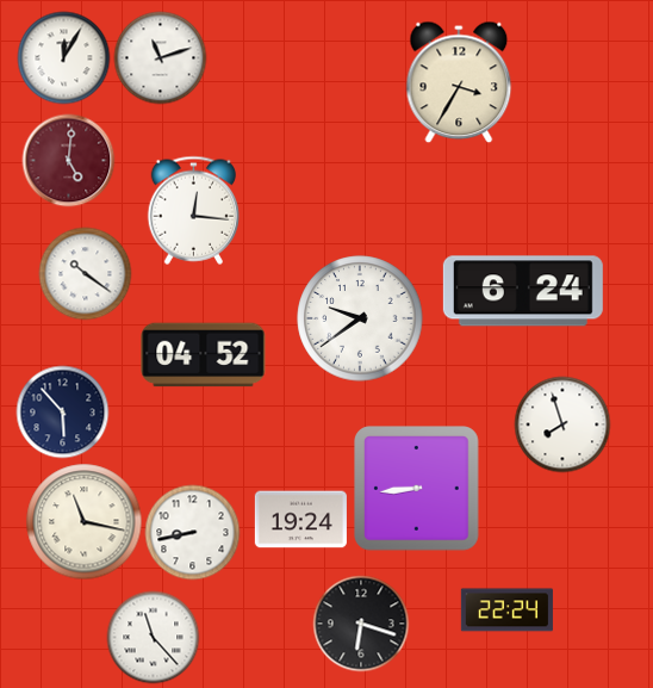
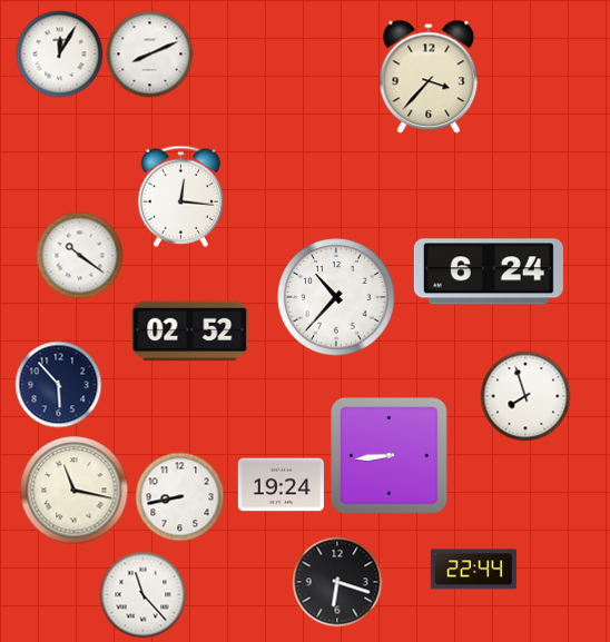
clock at (160, 57): 11:12 -> 8:11
clock at (459, 82): 3:35 -> 3:37
clock at (68, 160): 5:01 -> none
clock at (360, 318): 9:39 -> 10:37
clock at (204, 355): 04:52 -> 02:52
clock at (83, 521) position: (83, 521) -> (73, 490)
clock at (506, 610): 22:24 -> 22:44
